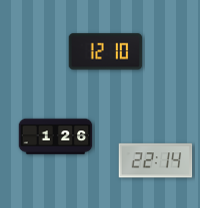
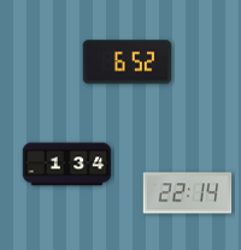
clock at (106, 52): 12:10 -> 6:52
clock at (56, 137): 1:26 -> 1:34
